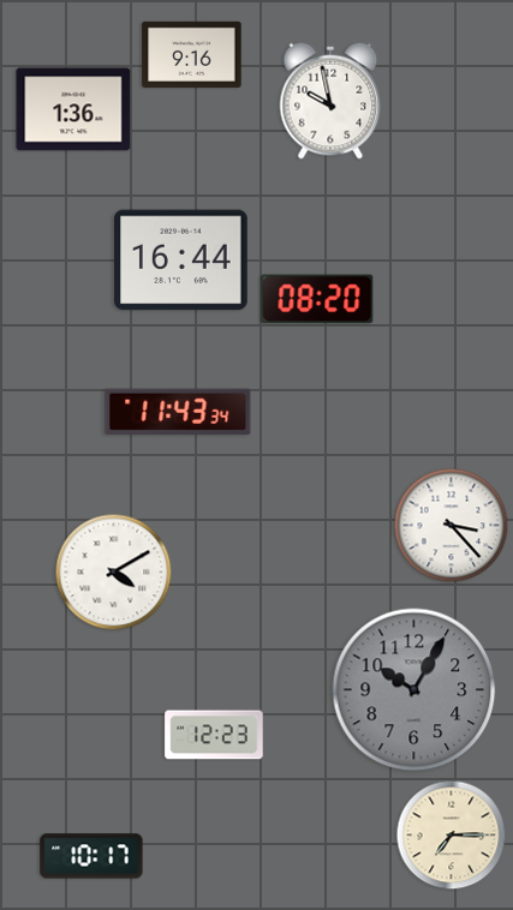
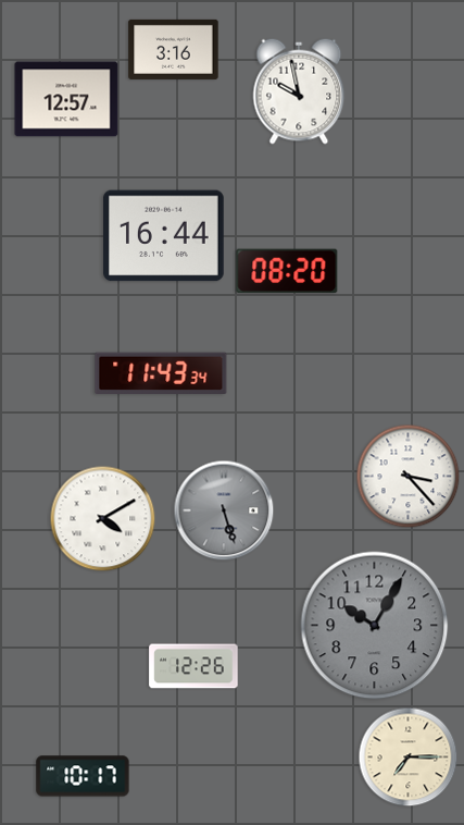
clock at (192, 54): 9:16 -> 3:16
clock at (73, 109): 1:36 -> 12:57
clock at (224, 510): none -> 5:27
clock at (214, 735): 12:23 -> 12:26
